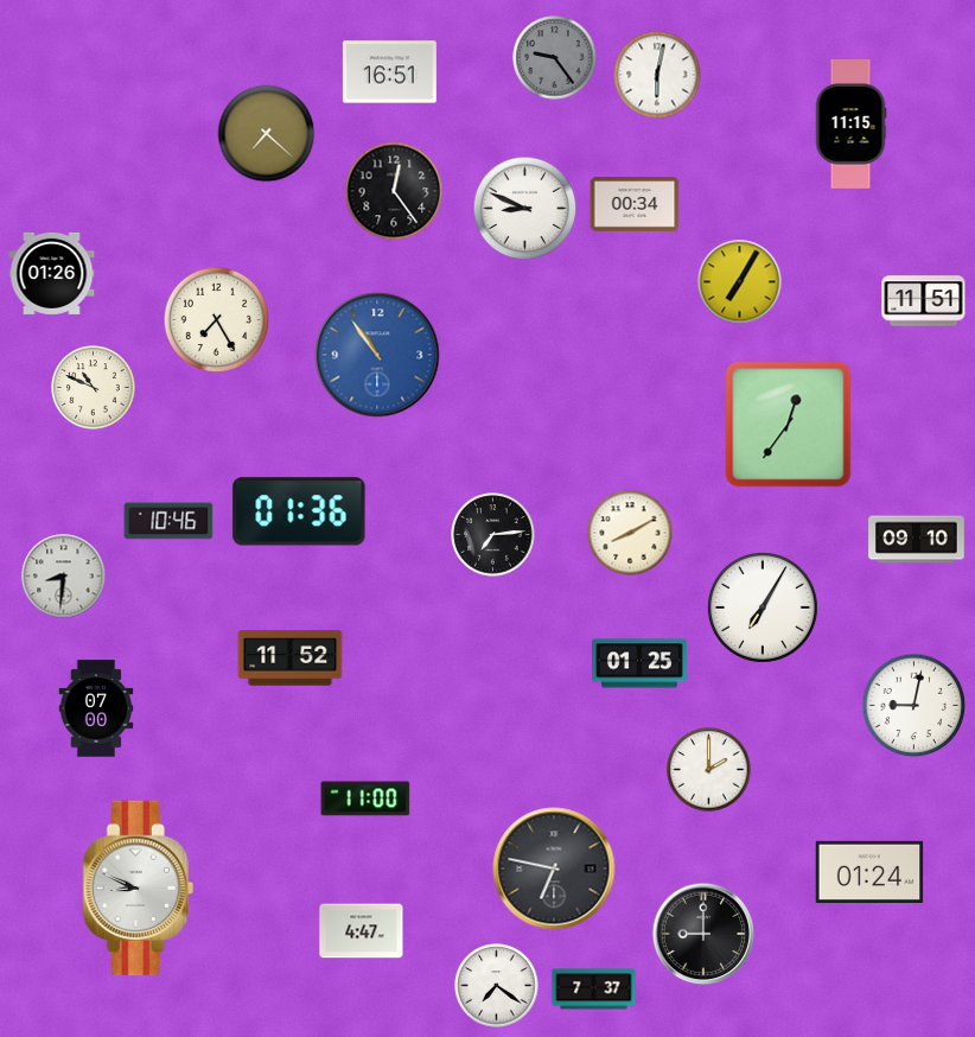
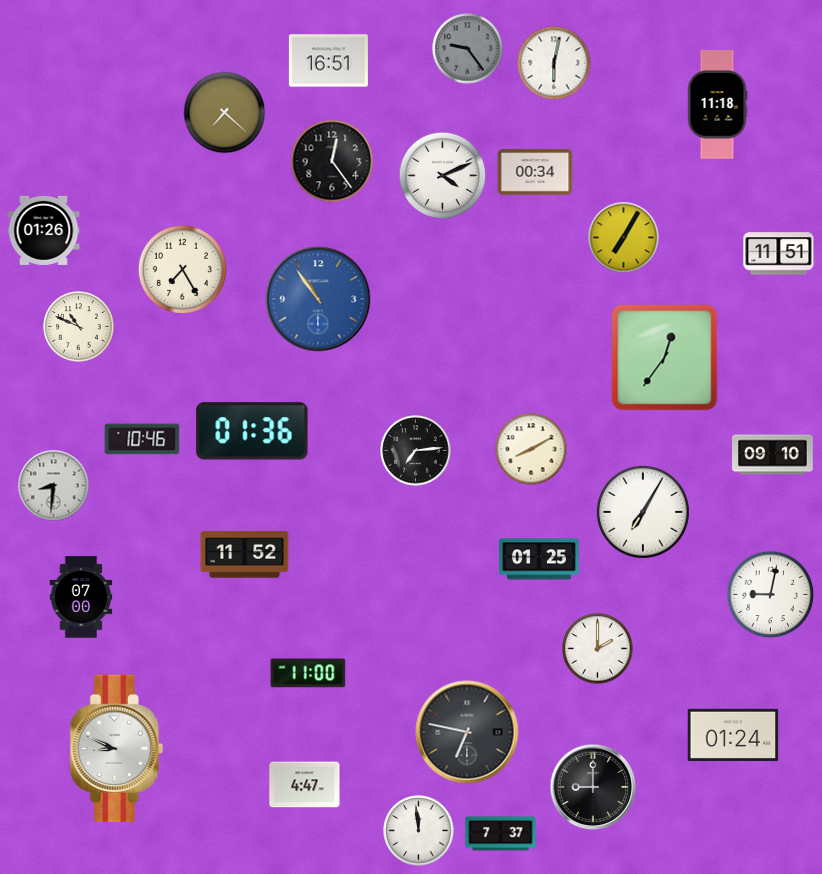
clock at (850, 125): 11:15 -> 11:18
clock at (525, 209): 8:49 -> 4:11
clock at (497, 986): 7:21 -> 11:59
